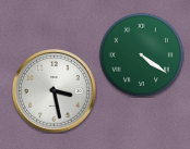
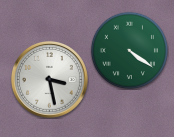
clock at (54, 90) position: (54, 90) -> (49, 79)
